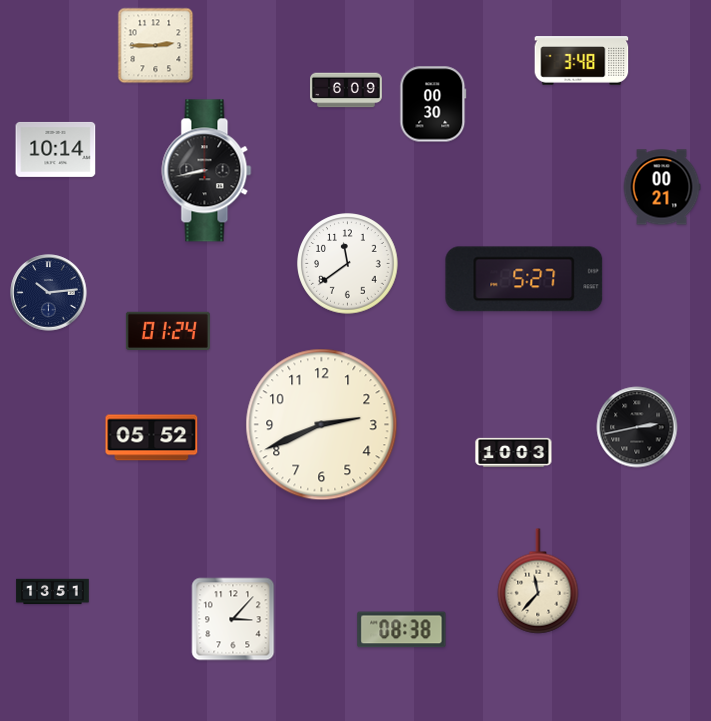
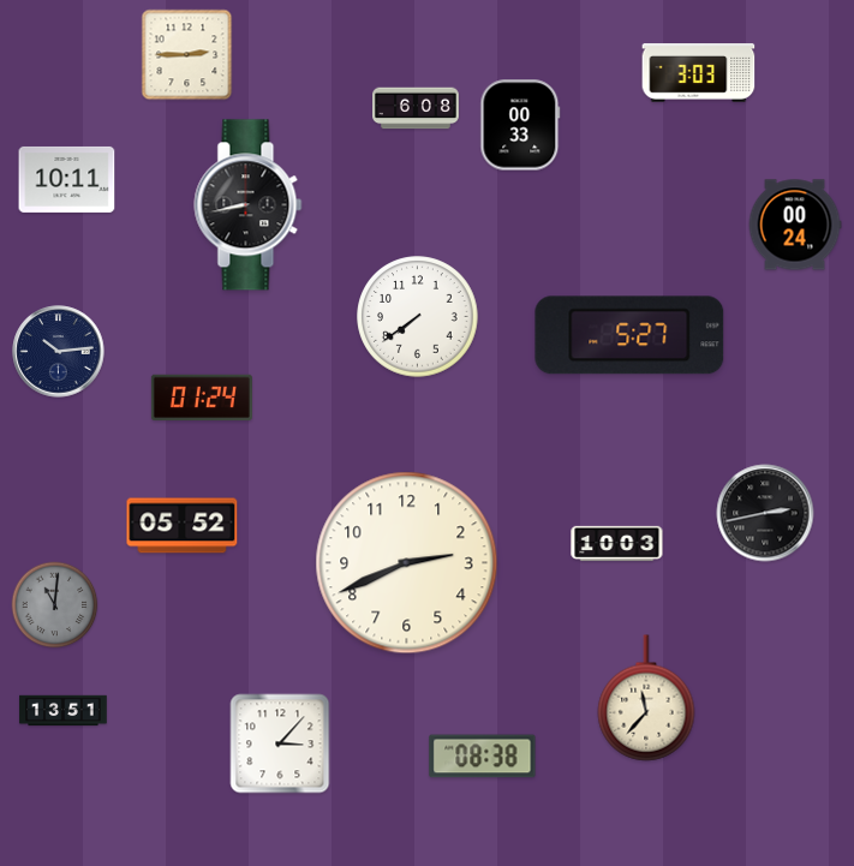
clock at (582, 61): 3:48 -> 3:03
clock at (347, 90): 6:09 -> 6:08
clock at (433, 104): 00:30 -> 00:33
clock at (56, 149): 10:14 -> 10:11
clock at (662, 187): 00:21 -> 00:24
clock at (348, 264): 11:39 -> 7:39
clock at (322, 425) position: (322, 425) -> (407, 563)
clock at (55, 605): none -> 11:01
